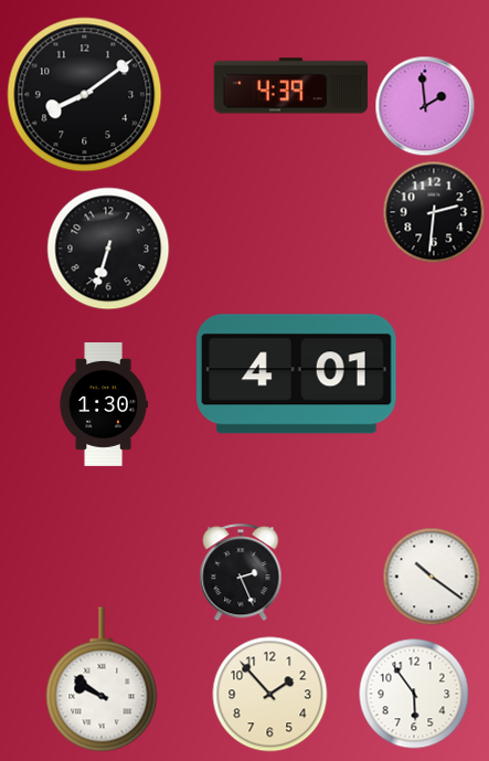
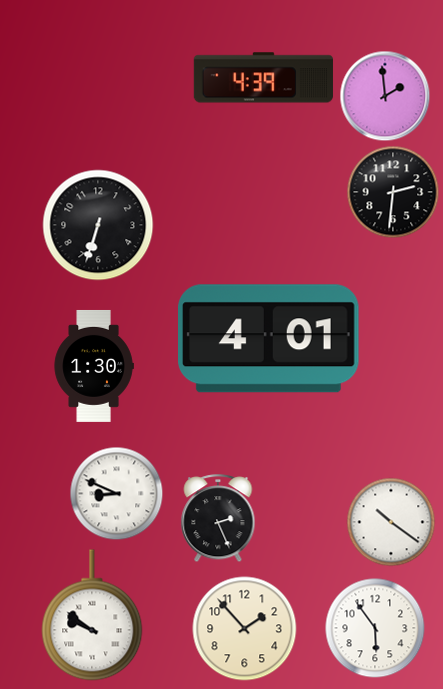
clock at (85, 95): 8:09 -> none
clock at (117, 494): none -> 8:49
